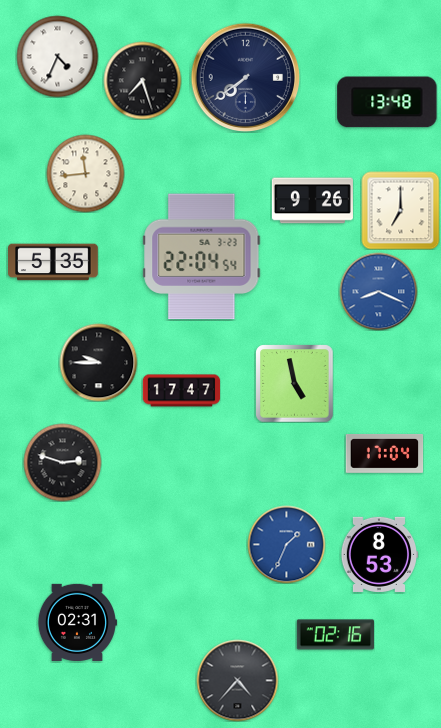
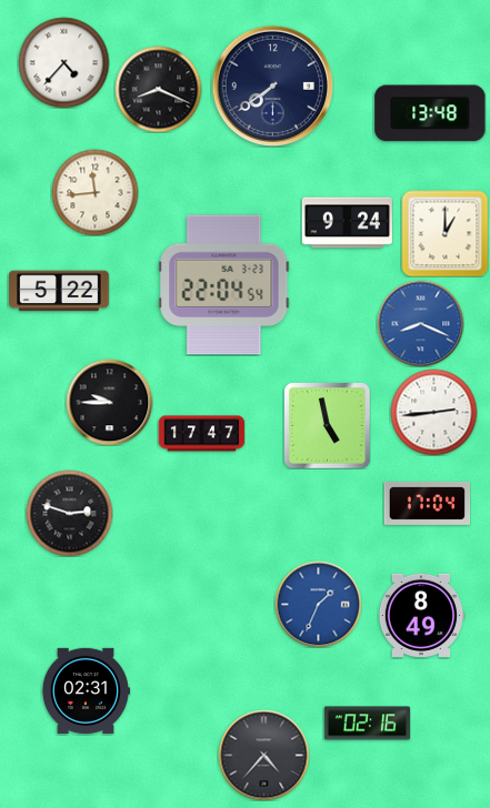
clock at (57, 56): 4:34 -> 4:37
clock at (142, 80): 7:27 -> 8:19
clock at (312, 201): 9:26 -> 9:24
clock at (400, 210): 7:00 -> 1:00
clock at (53, 262): 5:35 -> 5:22
clock at (433, 412): none -> 2:44
clock at (379, 554): 8:53 -> 8:49
clock at (335, 635) position: (335, 635) -> (367, 724)
